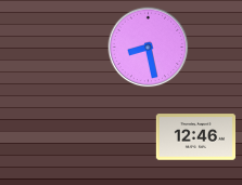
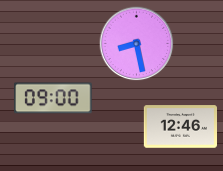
clock at (54, 98): none -> 09:00
